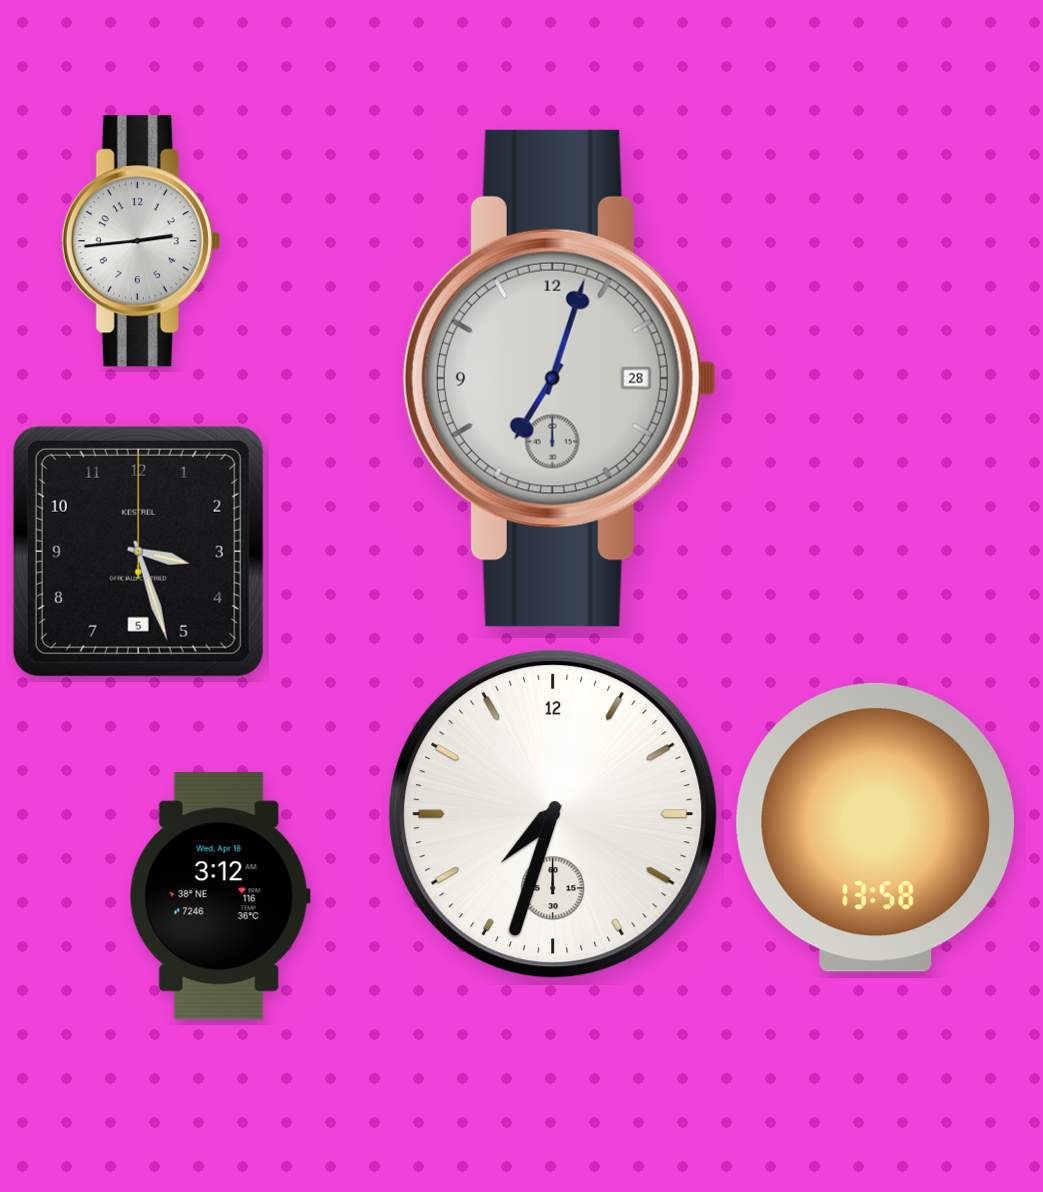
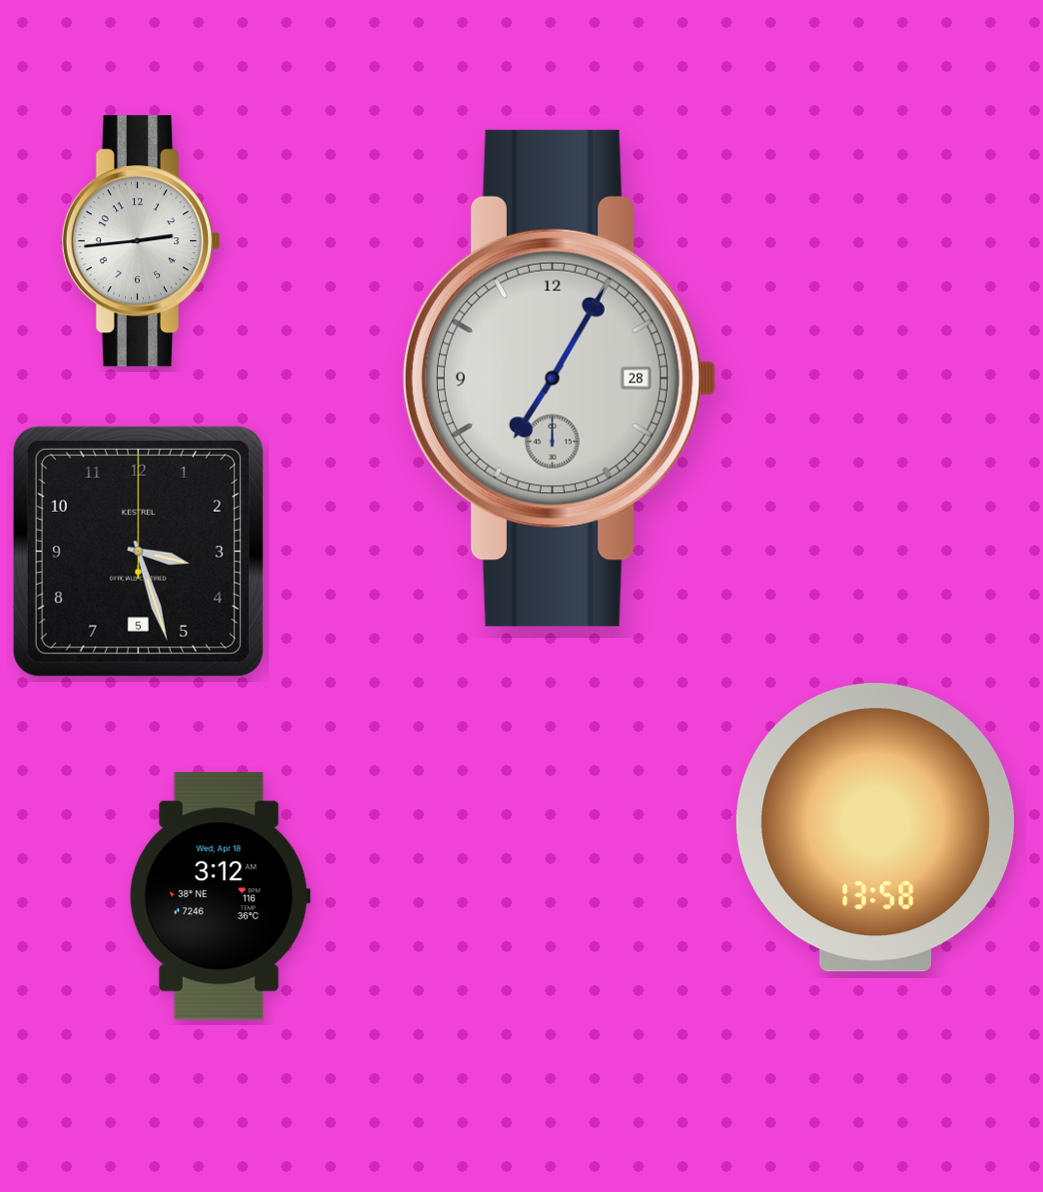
clock at (559, 378): 7:03 -> 7:05
clock at (553, 814): 7:33 -> none
